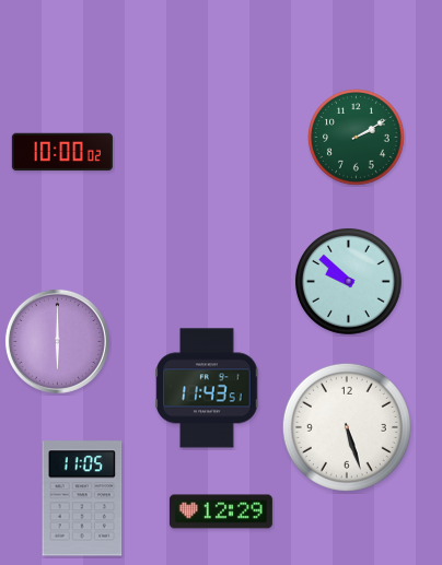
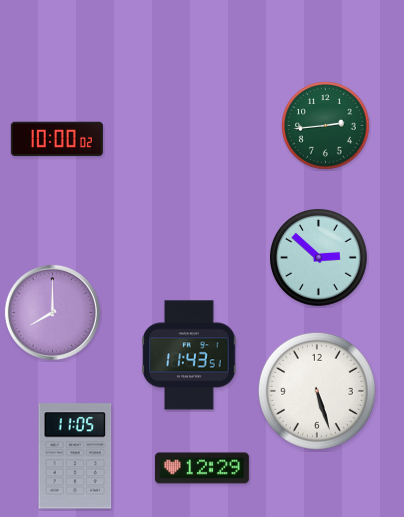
clock at (357, 138): 2:10 -> 2:44
clock at (348, 281): 9:52 -> 2:52
clock at (57, 341): 6:00 -> 8:00
